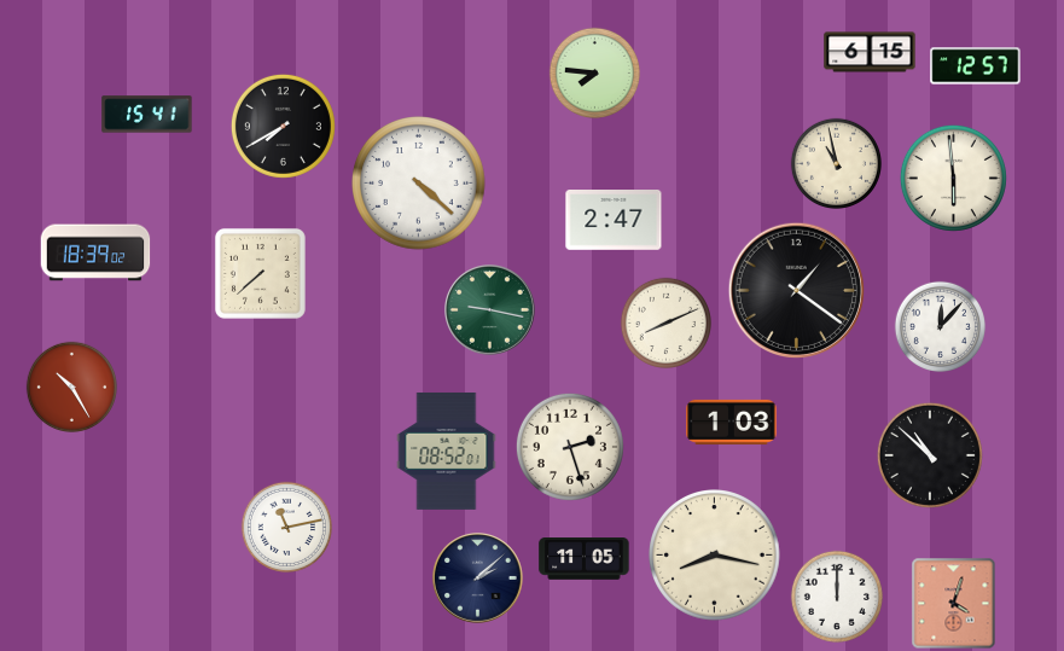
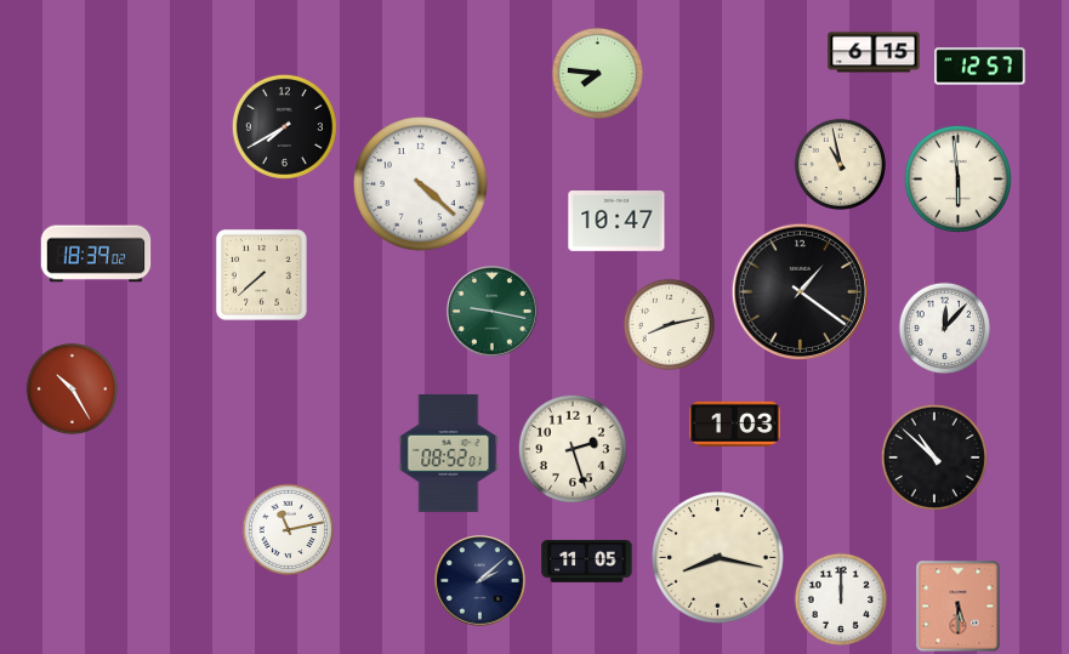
clock at (147, 115): 15:41 -> none
clock at (614, 220): 2:47 -> 10:47
clock at (665, 322): 8:11 -> 8:13
clock at (954, 604): 4:03 -> 5:30
